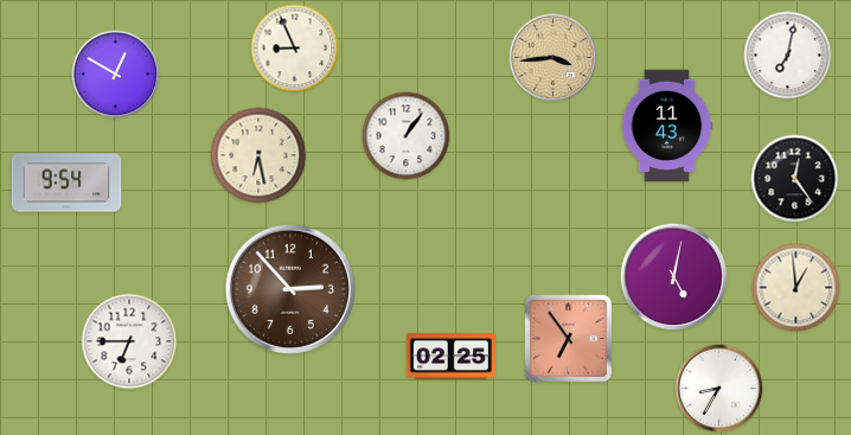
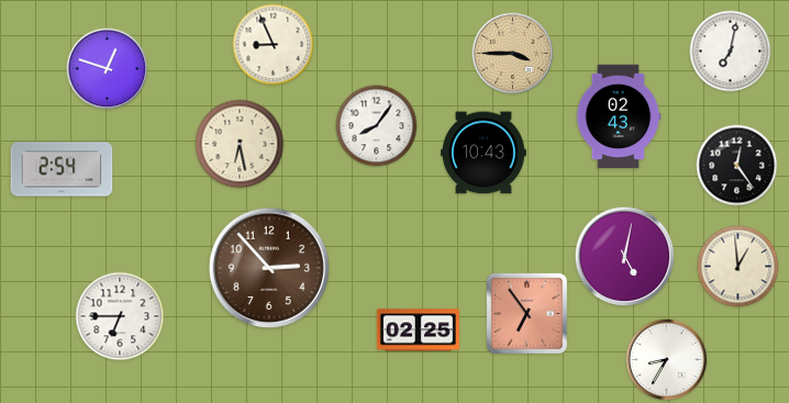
clock at (554, 58): 3:44 -> 3:45
clock at (116, 75): 12:50 -> 12:48
clock at (667, 126): 11:43 -> 02:43
clock at (407, 136): 1:06 -> 8:06
clock at (485, 153): none -> 10:43
clock at (66, 183): 9:54 -> 2:54
